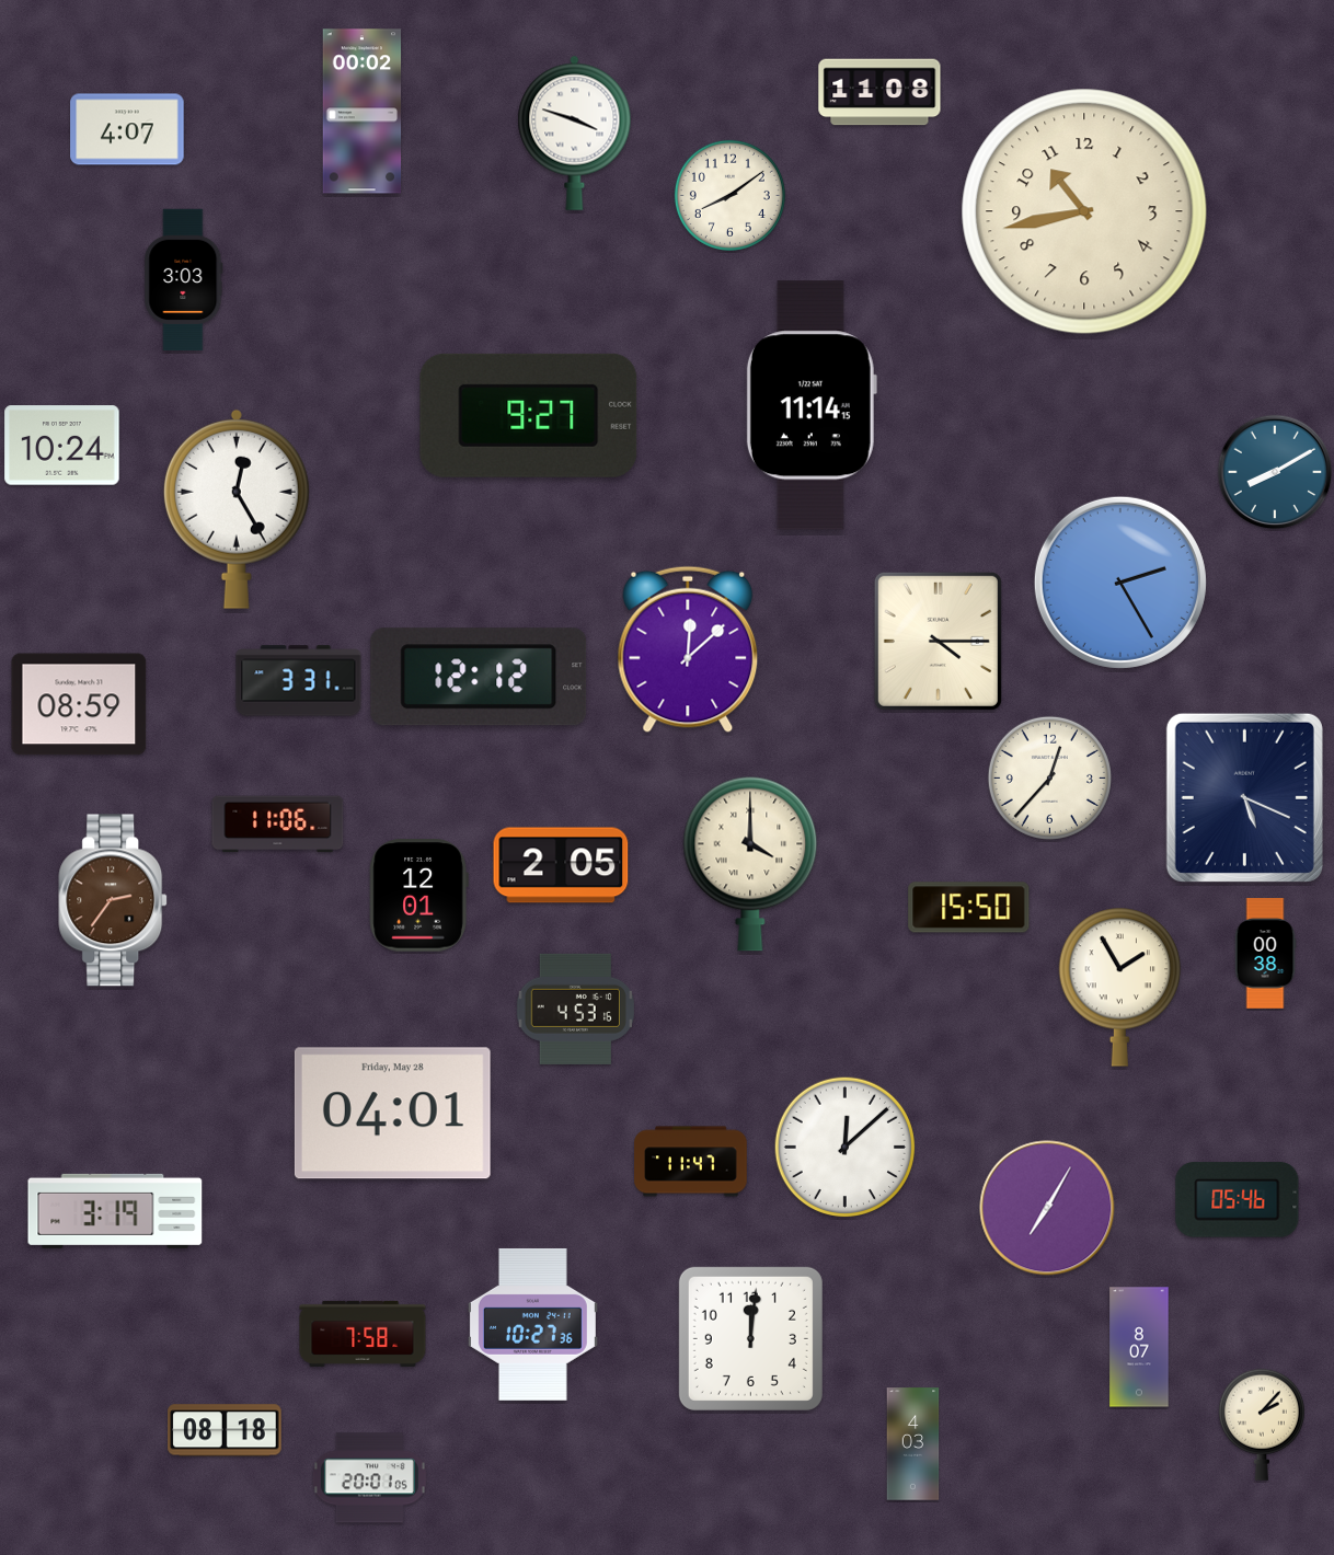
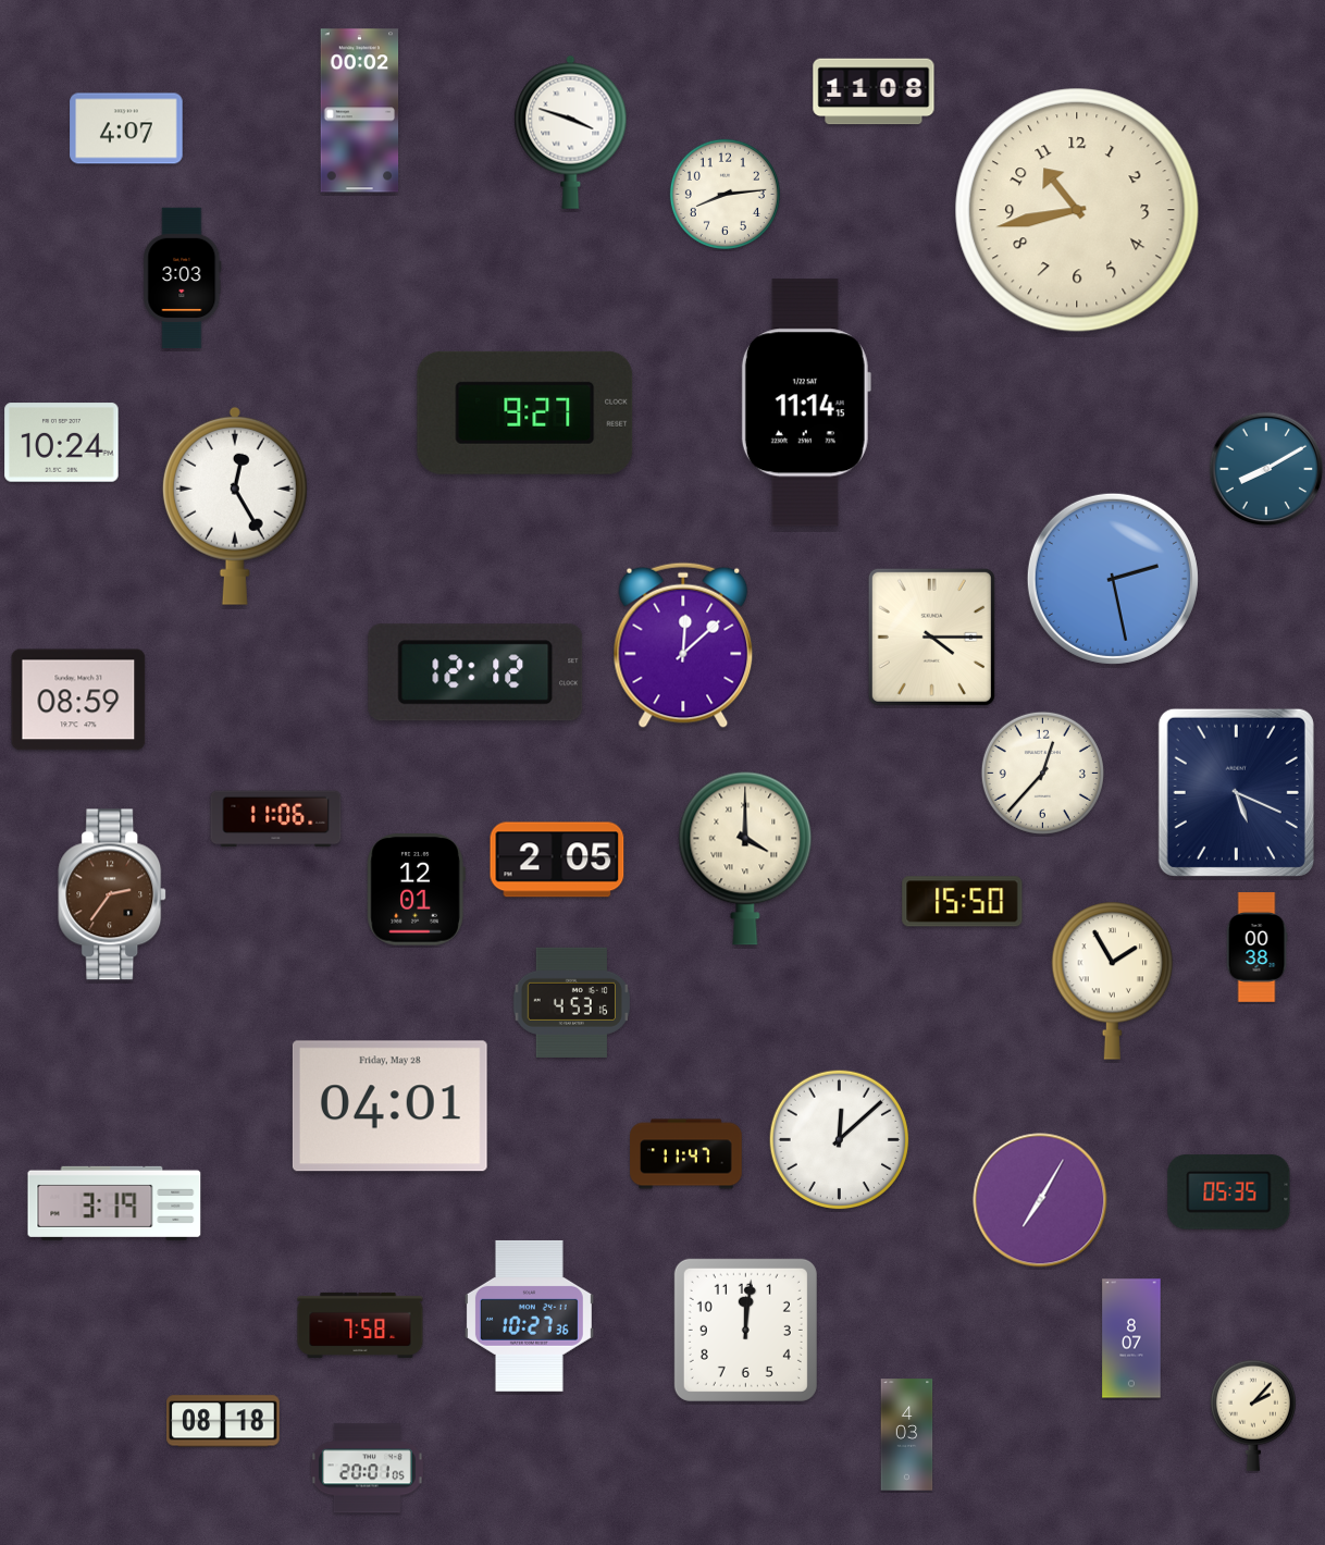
clock at (729, 195): 8:09 -> 8:14
clock at (1120, 583): 2:25 -> 2:28
clock at (299, 681): 3:31 -> none
clock at (1238, 1200): 05:46 -> 05:35
